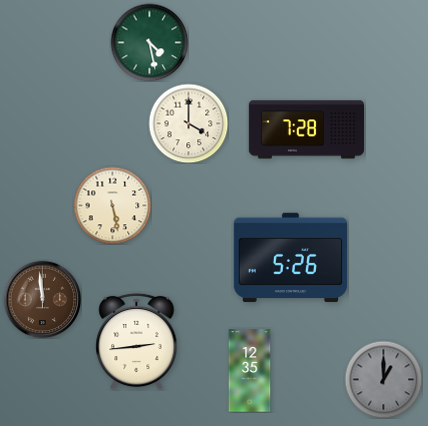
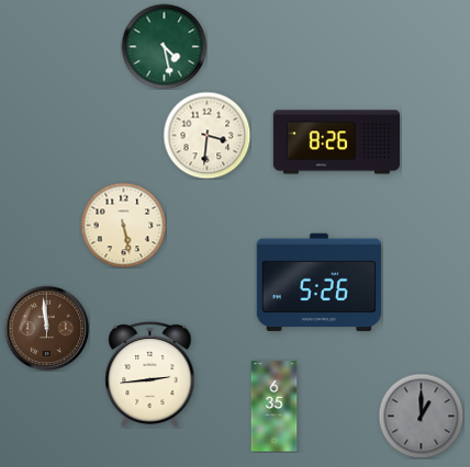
clock at (188, 123): 4:00 -> 3:31
clock at (306, 130): 7:28 -> 8:26
clock at (250, 371): 12:35 -> 6:35
